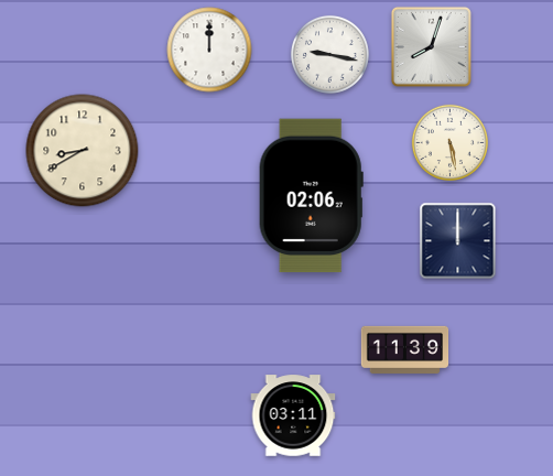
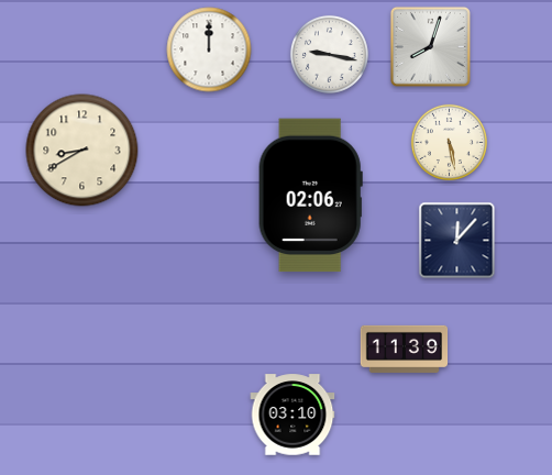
clock at (458, 241): 12:00 -> 12:07
clock at (293, 415): 03:11 -> 03:10
